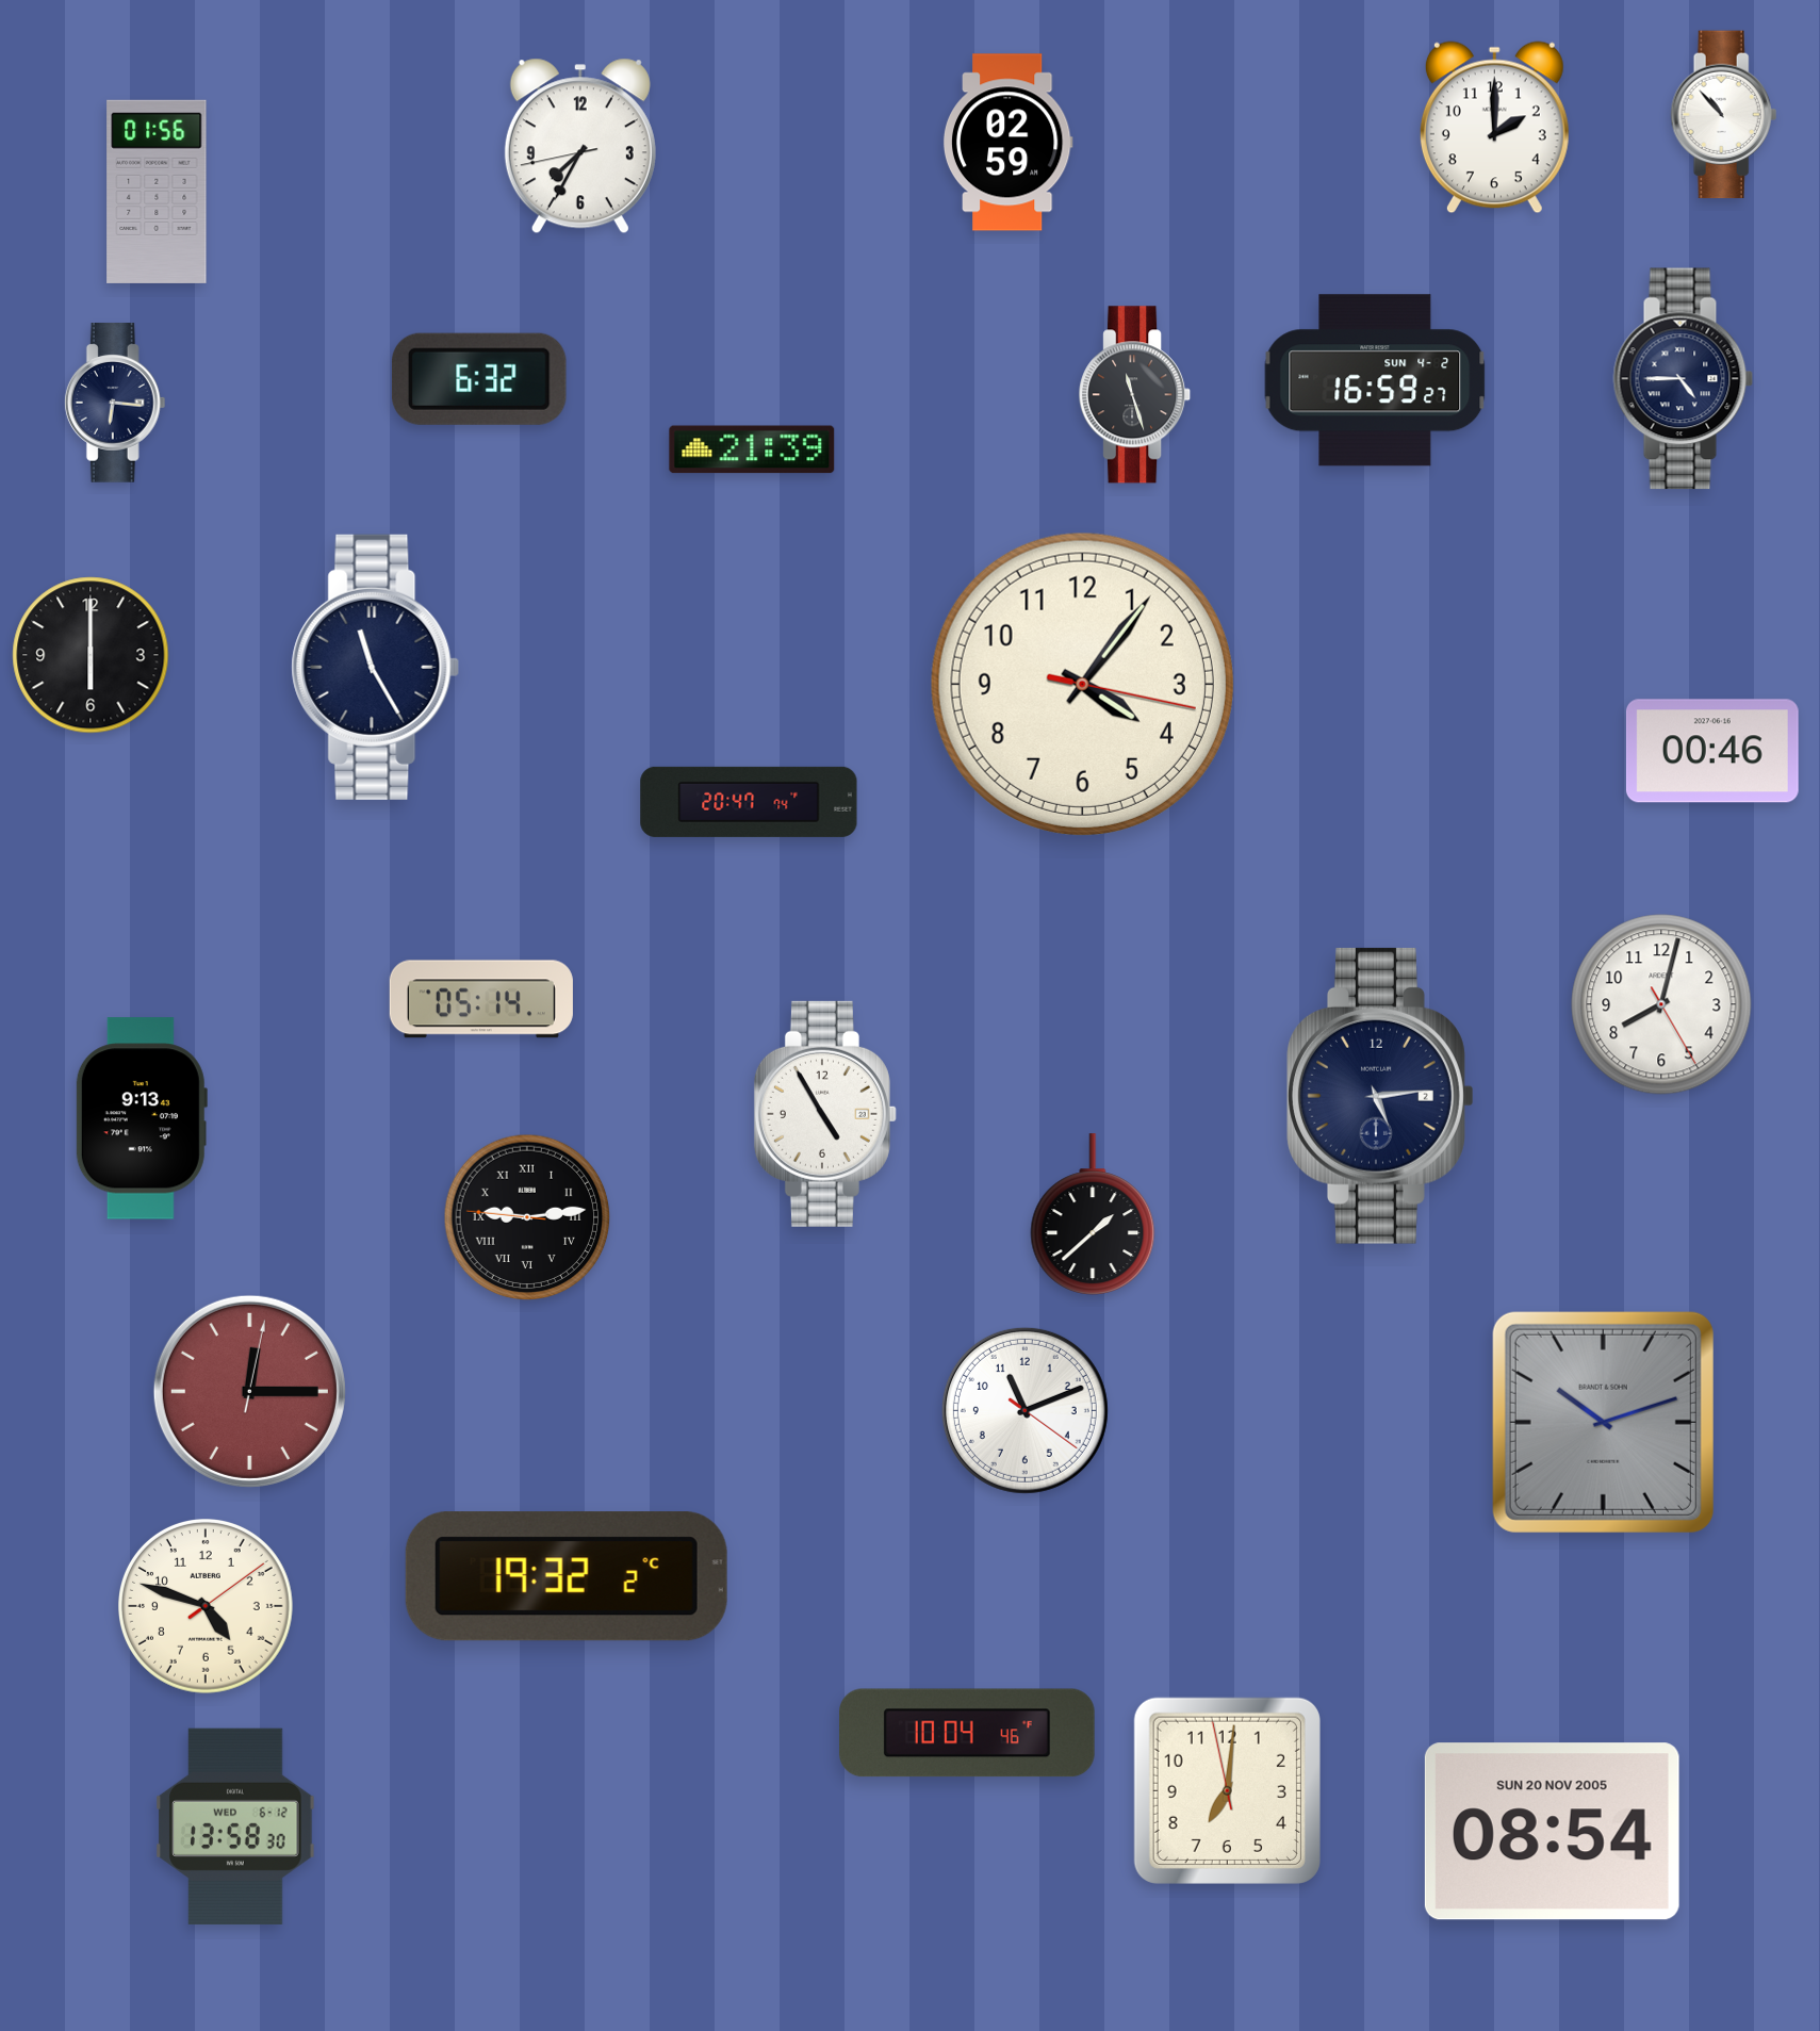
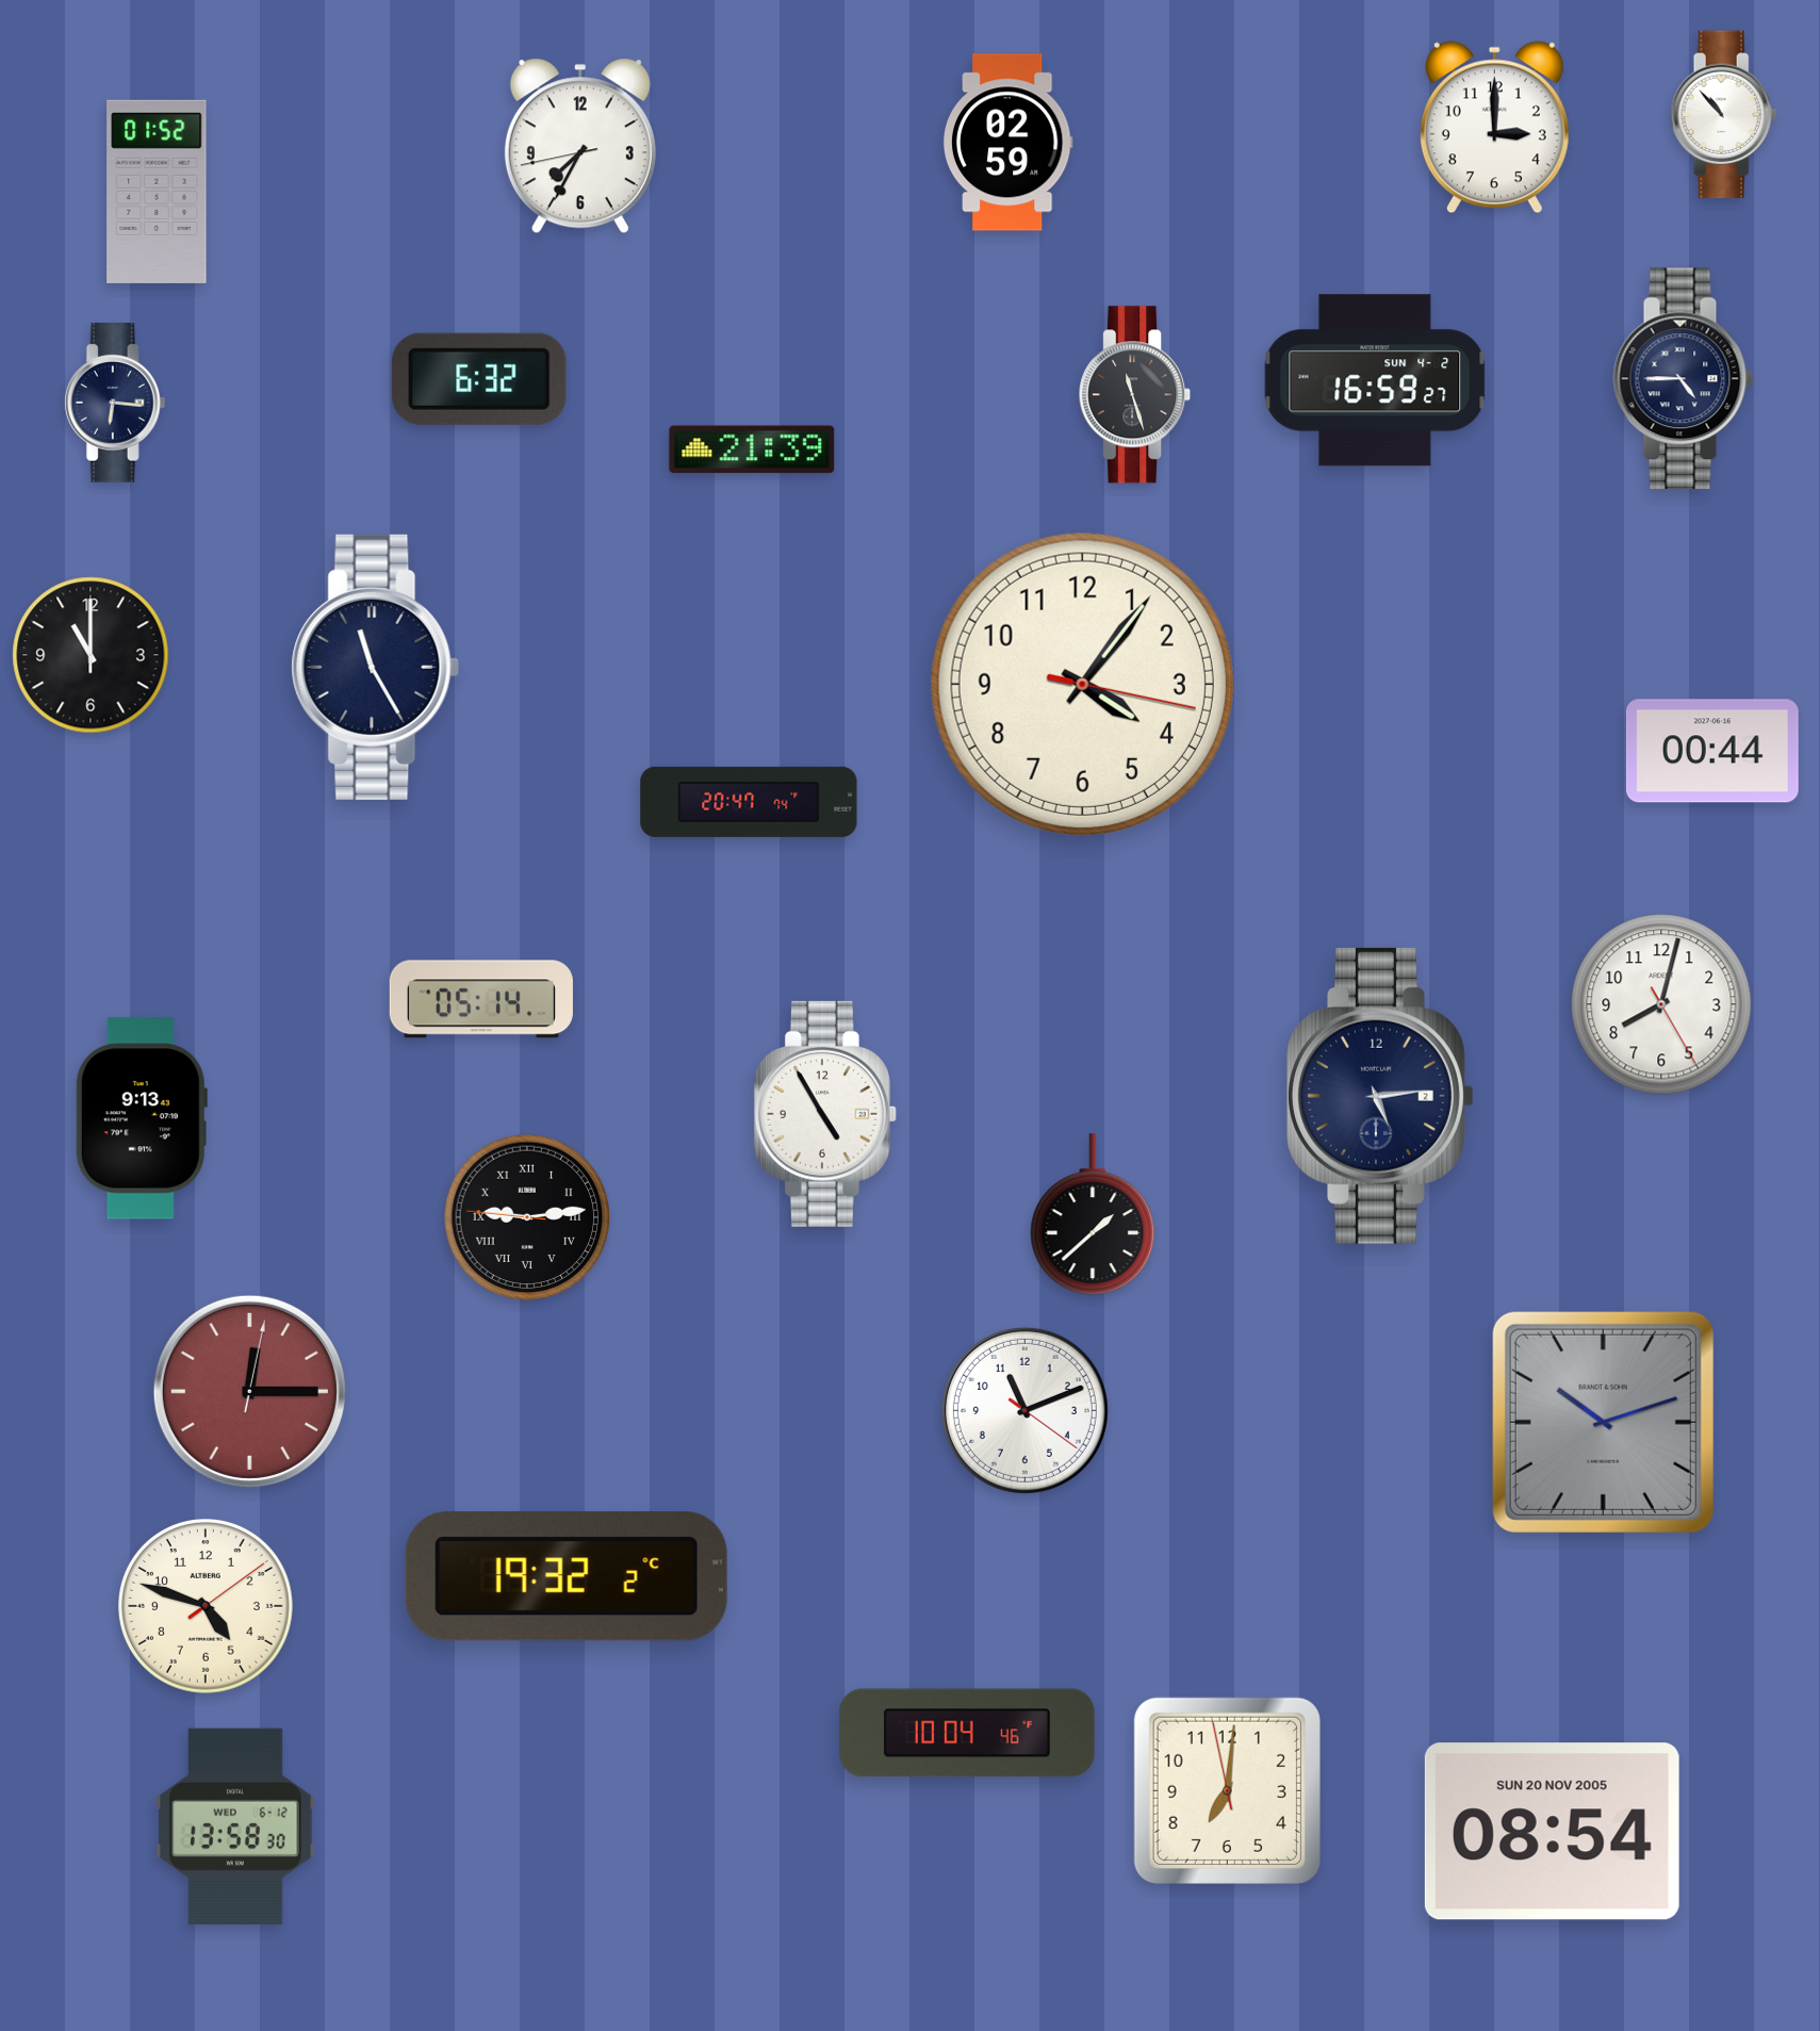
clock at (1494, 128): 2:00 -> 3:00
clock at (157, 192): 01:56 -> 01:52
clock at (91, 655): 6:00 -> 11:00
clock at (1712, 751): 00:46 -> 00:44
